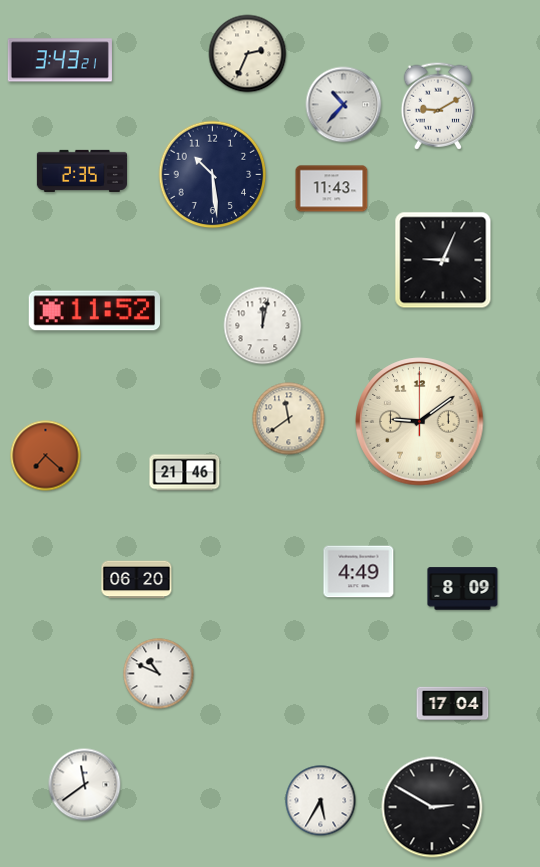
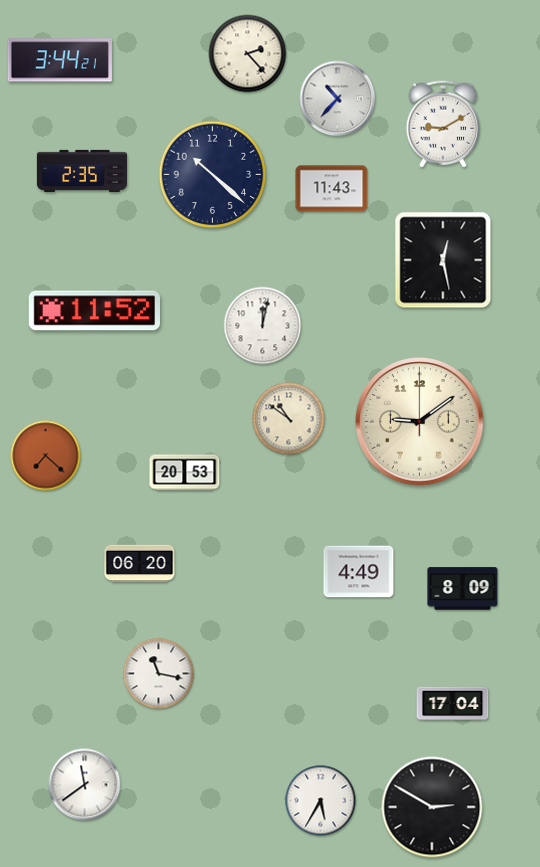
clock at (248, 54): 2:34 -> 2:23
clock at (60, 60): 3:43 -> 3:44
clock at (344, 105) position: (344, 105) -> (338, 99)
clock at (437, 106) position: (437, 106) -> (442, 124)
clock at (213, 175): 10:29 -> 10:22
clock at (443, 260): 9:04 -> 12:28
clock at (289, 419): 11:39 -> 10:51
clock at (185, 473): 21:46 -> 20:53
clock at (137, 580) position: (137, 580) -> (140, 564)
clock at (159, 674): 10:49 -> 11:17
